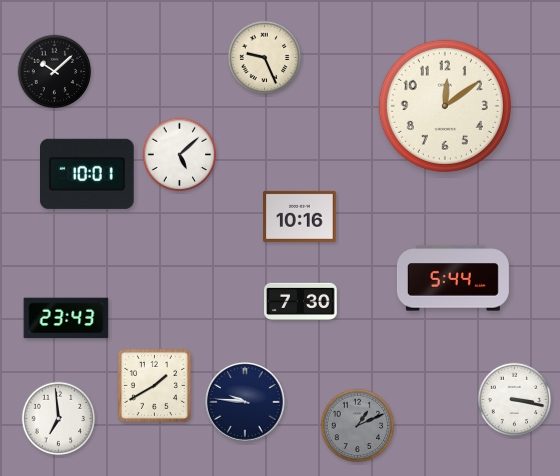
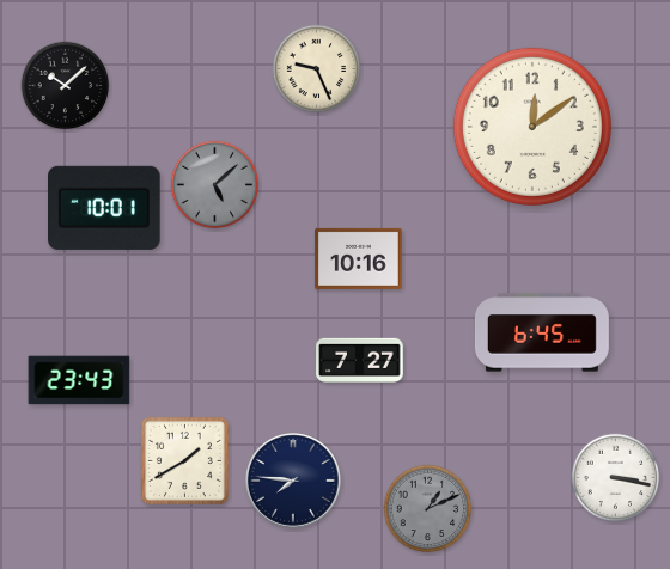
clock at (180, 155) dial: white -> grey
clock at (453, 278): 5:44 -> 6:45
clock at (301, 301): 7:30 -> 7:27
clock at (246, 403): 9:46 -> 7:46
clock at (59, 419): 6:59 -> none
